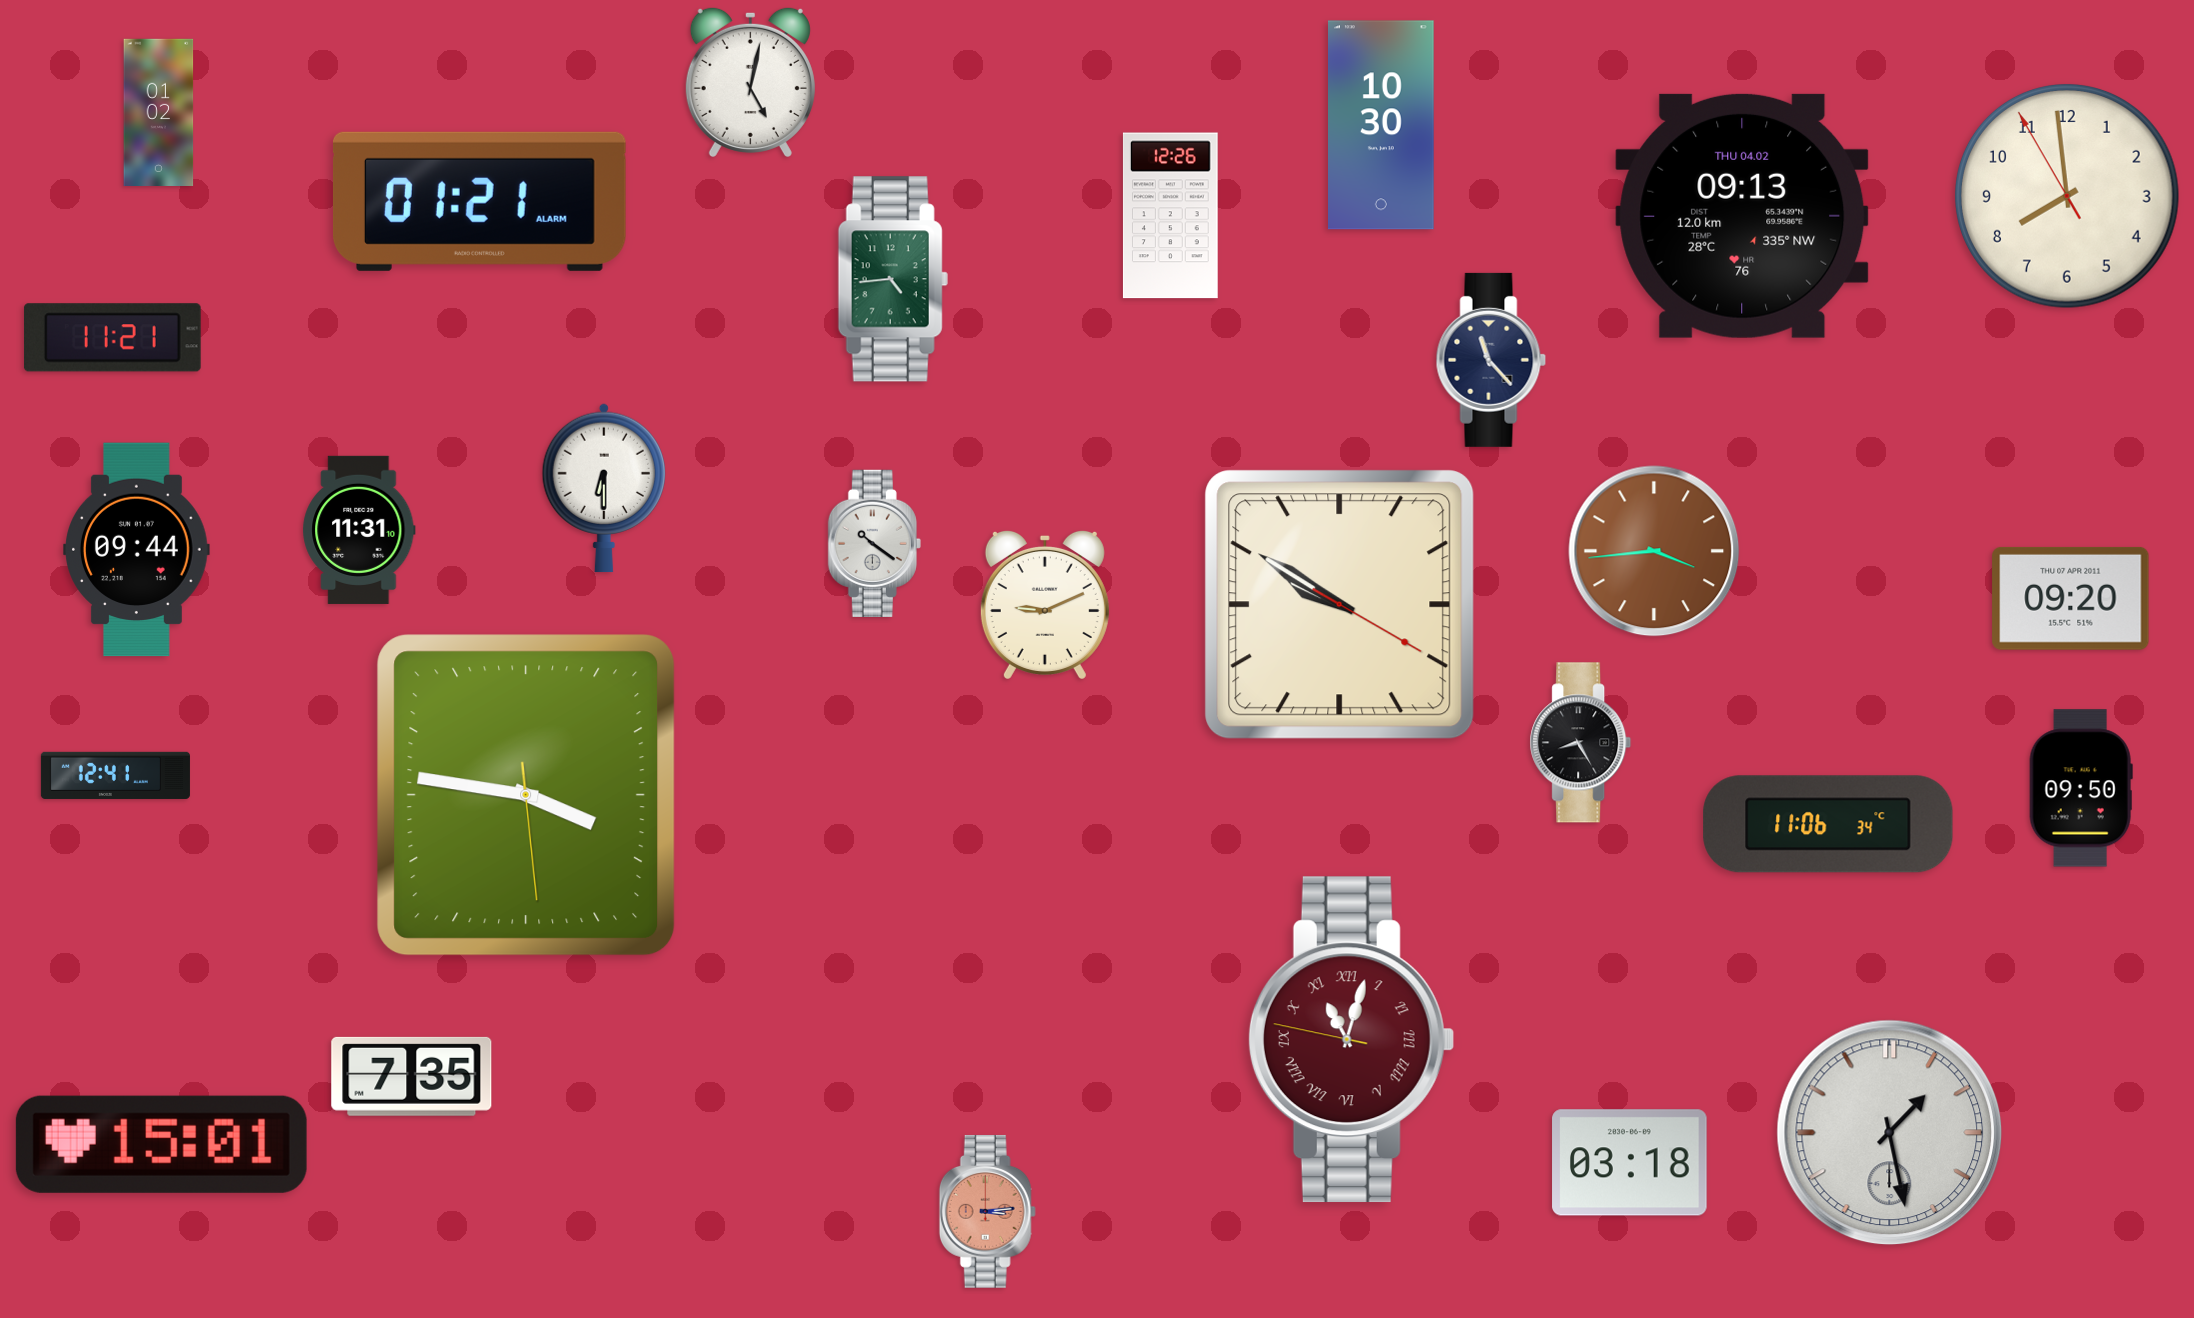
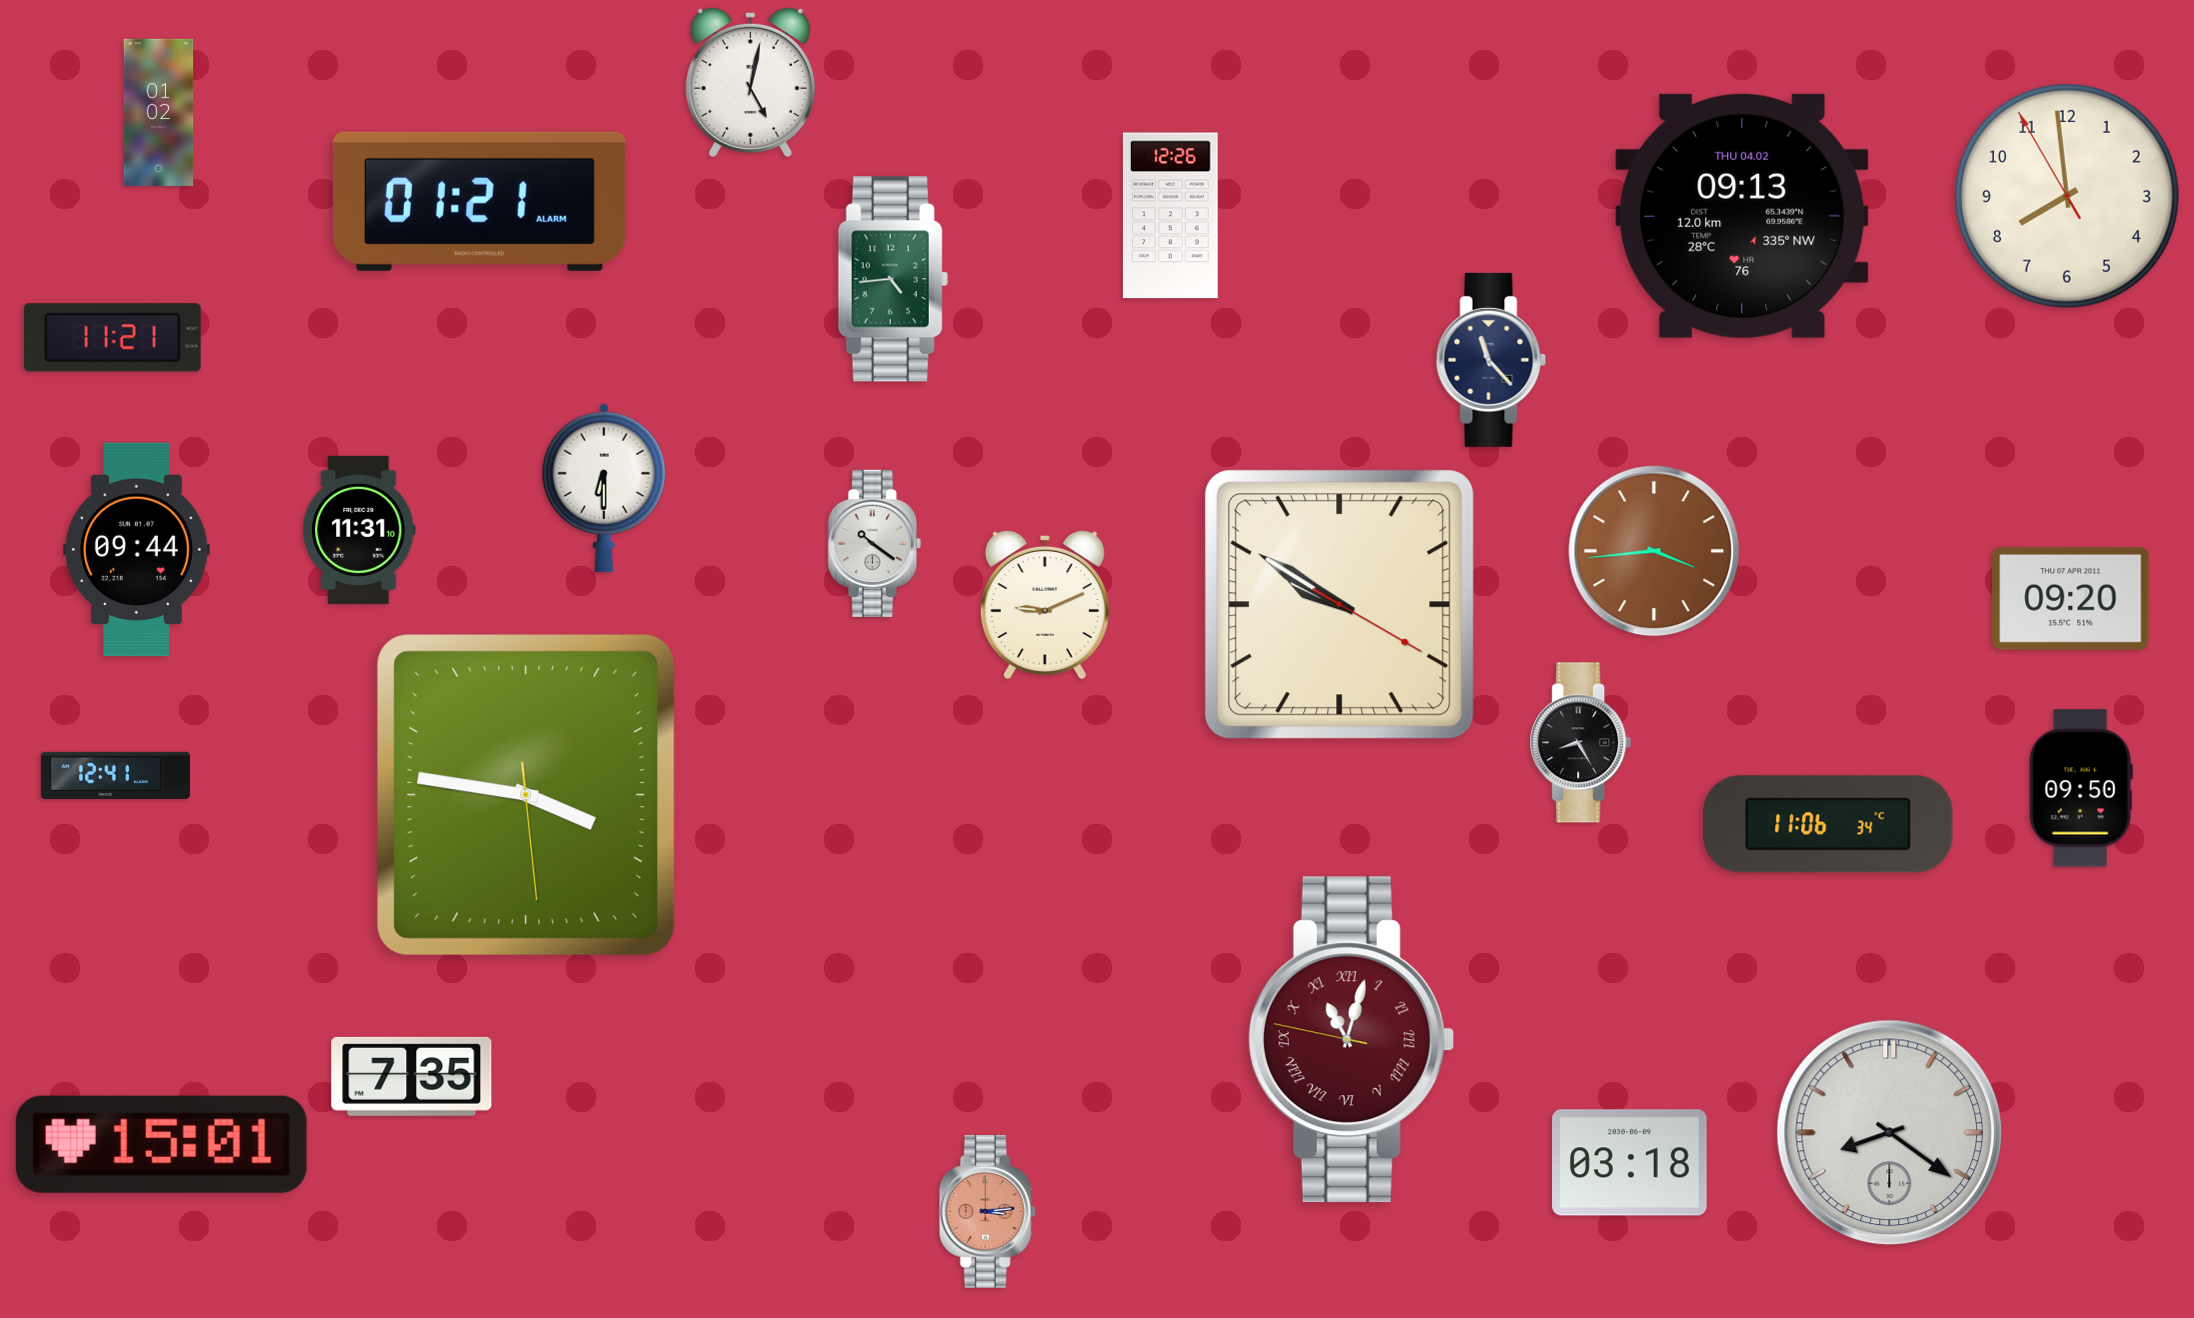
clock at (1382, 125): 10:30 -> none
clock at (1890, 1133): 1:28 -> 8:21
